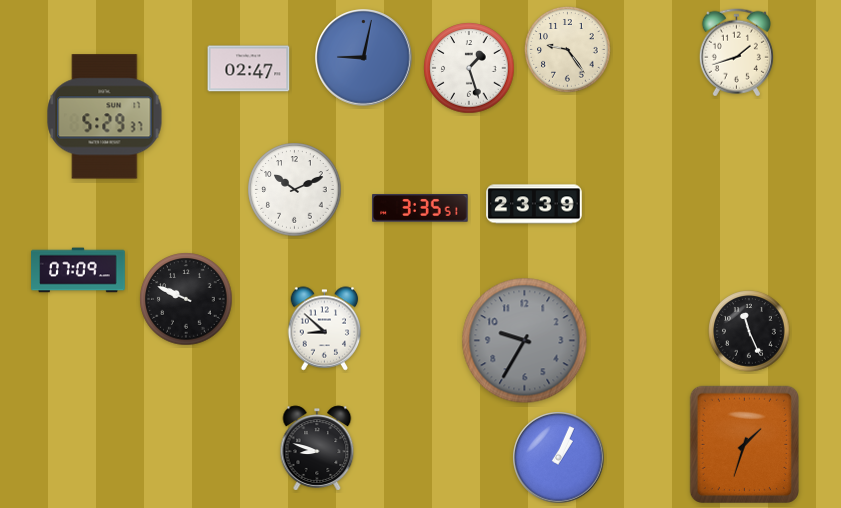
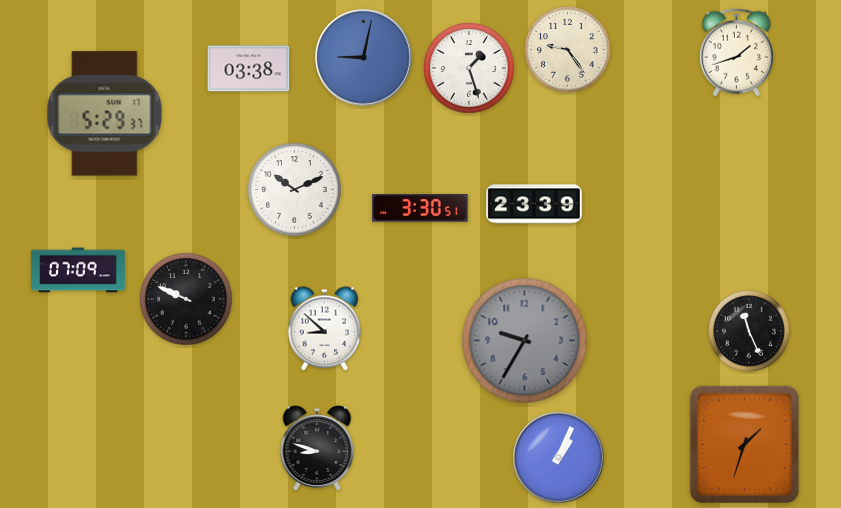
clock at (249, 69): 02:47 -> 03:38
clock at (105, 117) position: (105, 117) -> (105, 114)
clock at (420, 209): 3:35 -> 3:30
